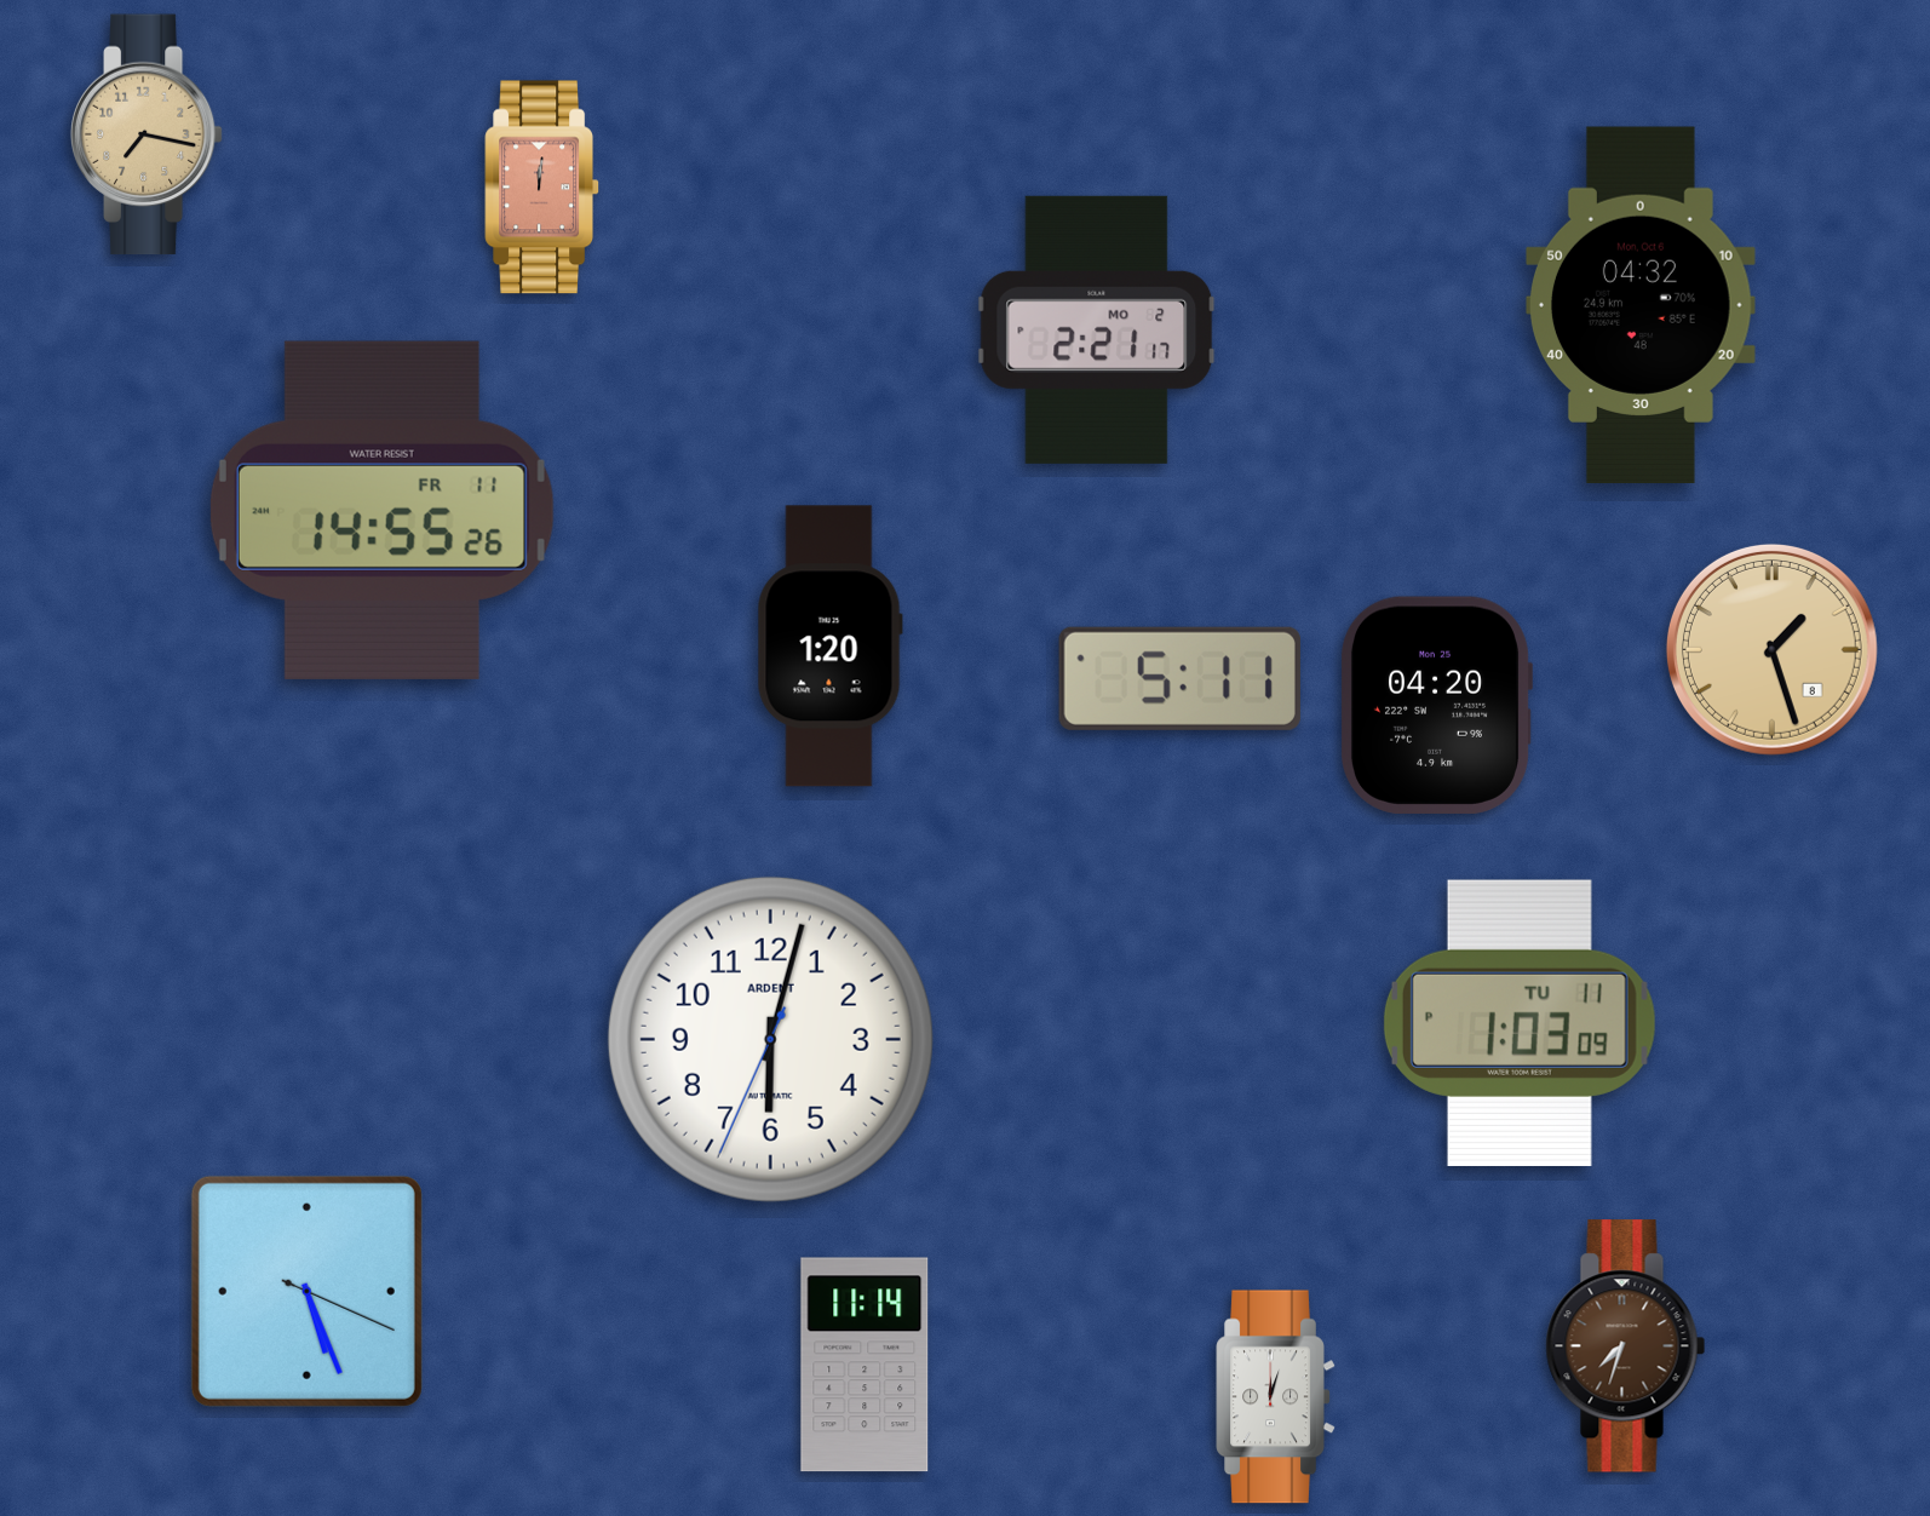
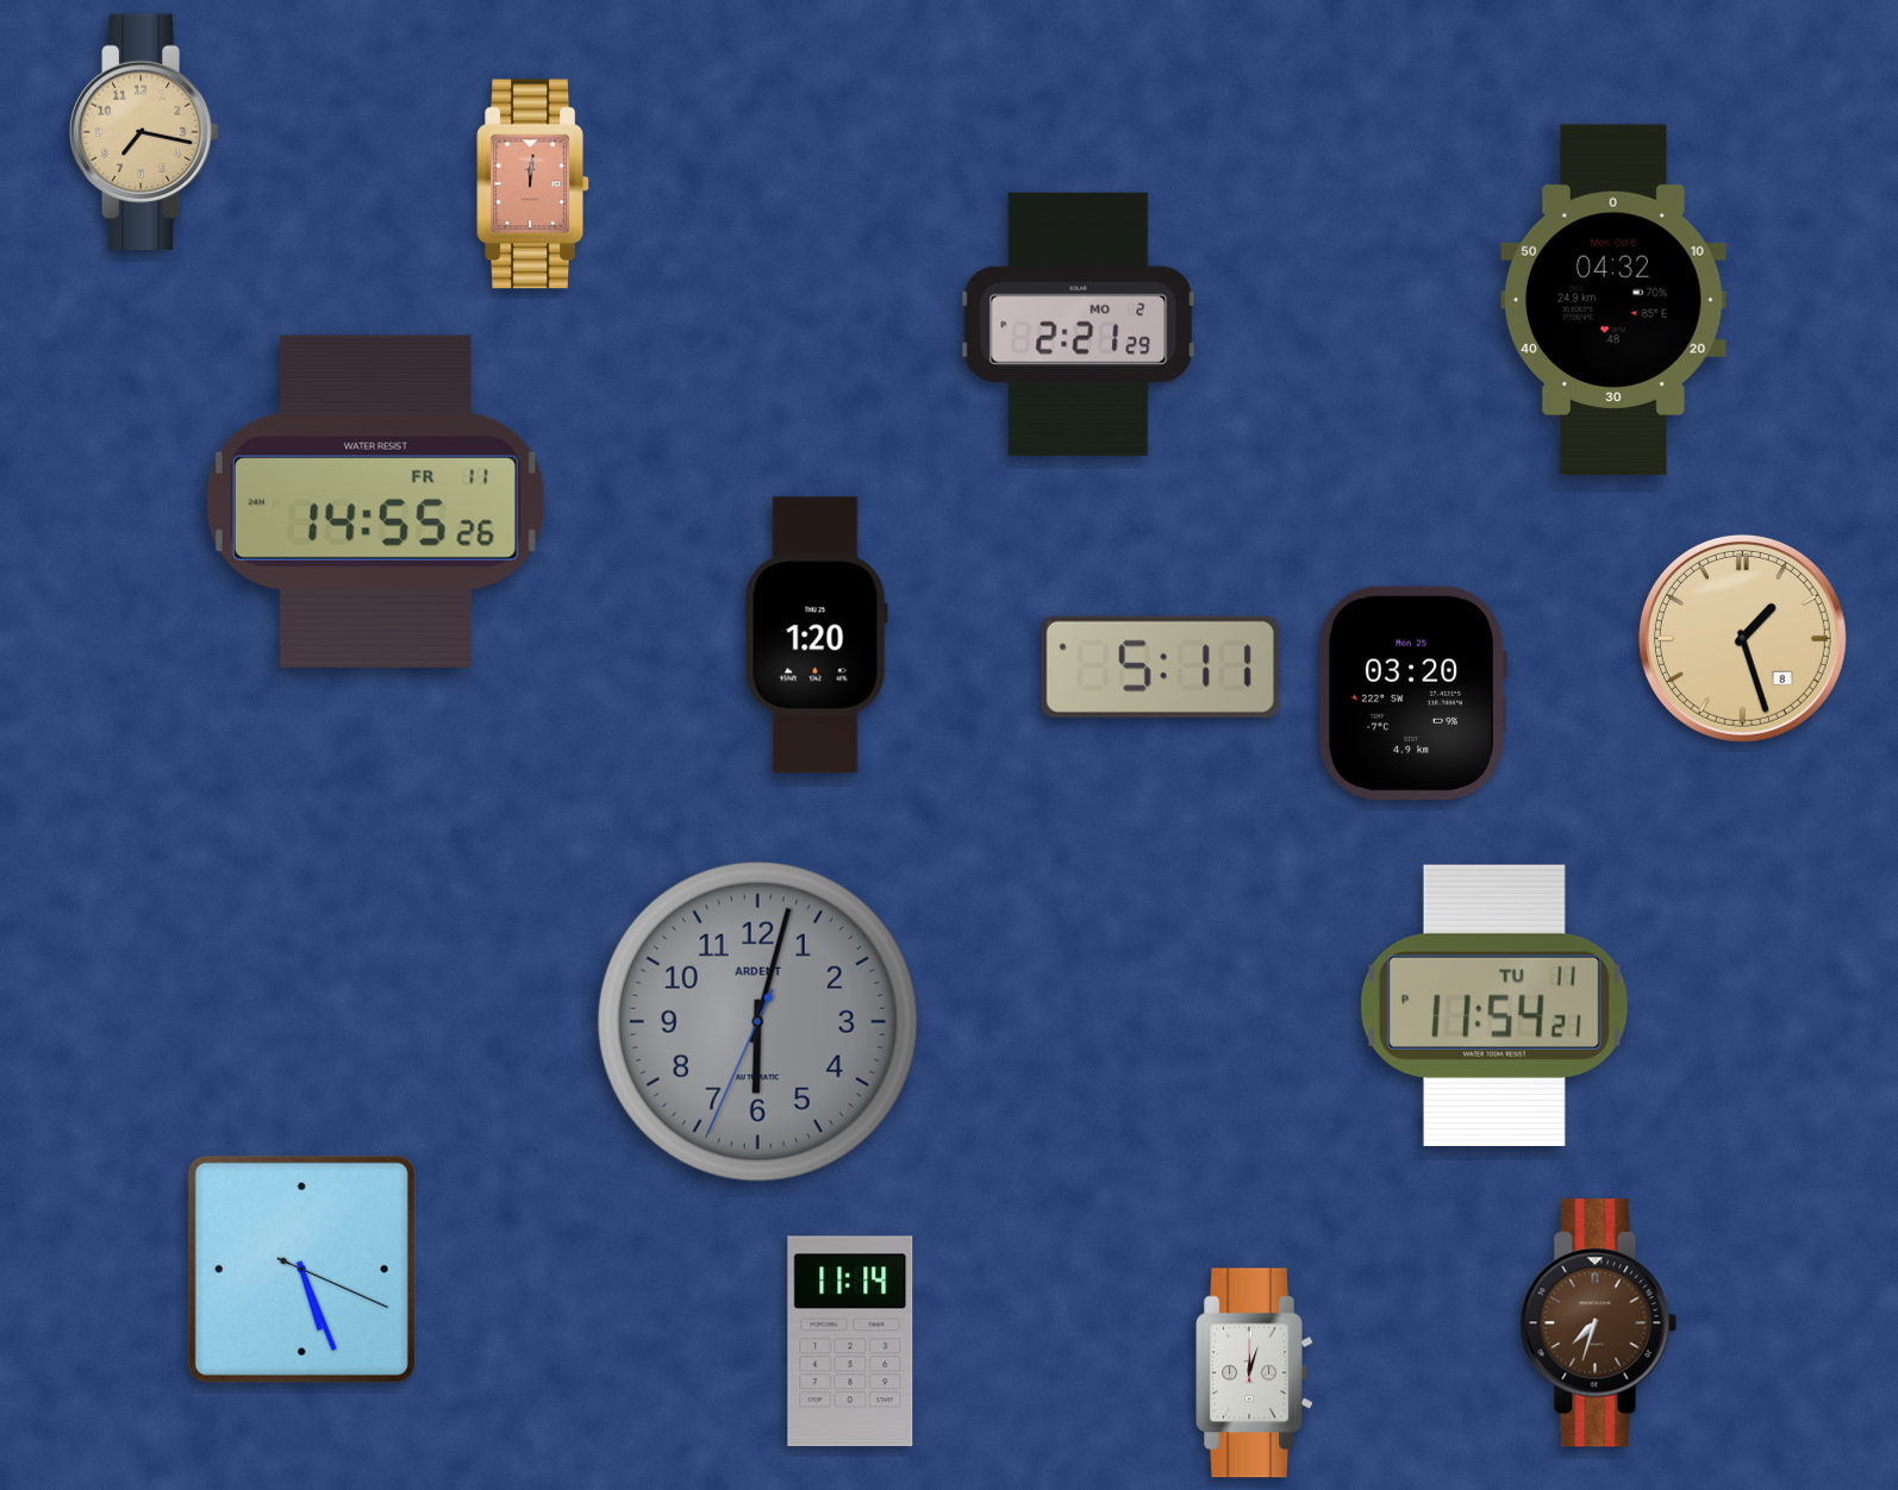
clock at (1097, 329): 2:21:17 -> 2:21:29
clock at (1436, 705): 04:20 -> 03:20
clock at (1520, 1023): 1:03 -> 11:54
clock at (770, 1039) dial: white -> grey
